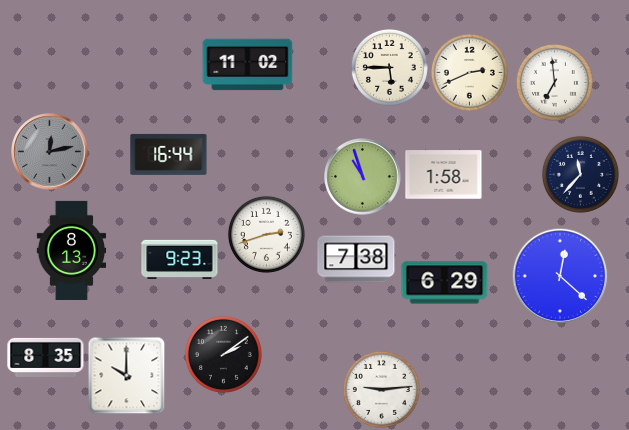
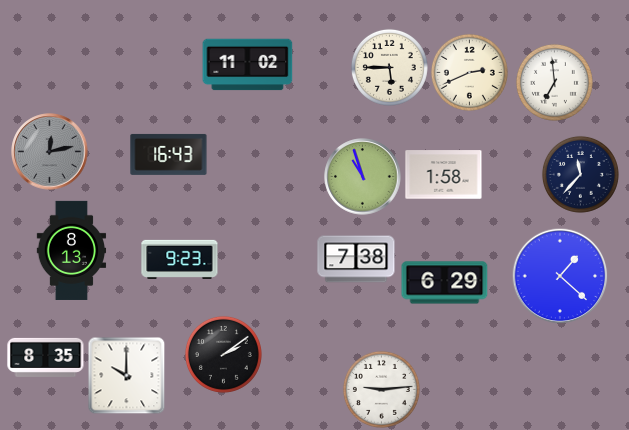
clock at (169, 154): 16:44 -> 16:43
clock at (266, 234): 2:42 -> none
clock at (560, 276): 12:22 -> 1:22
